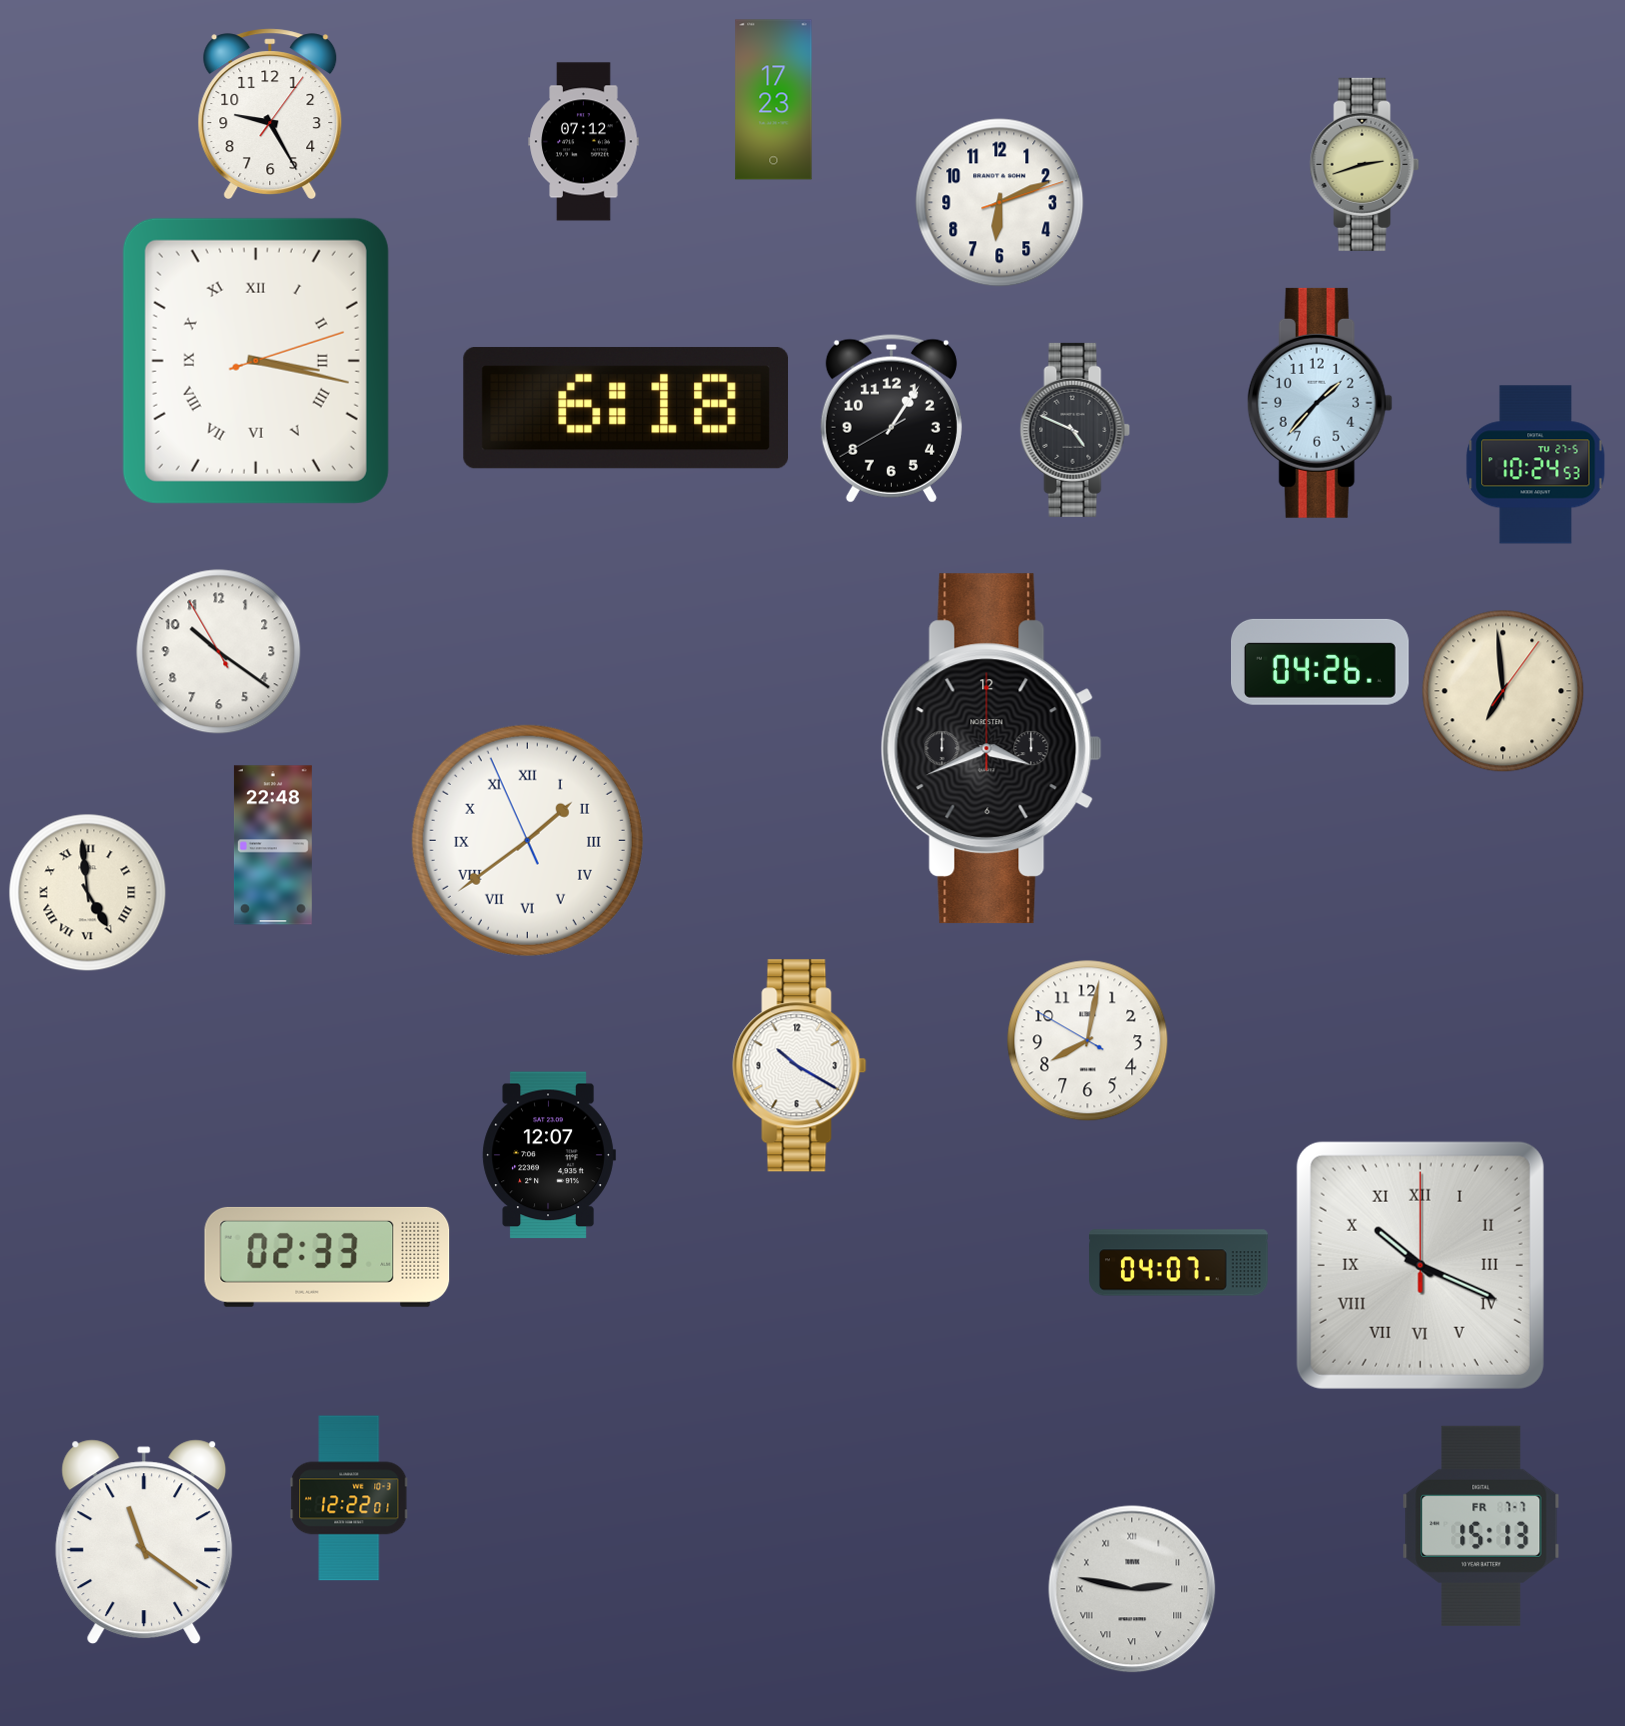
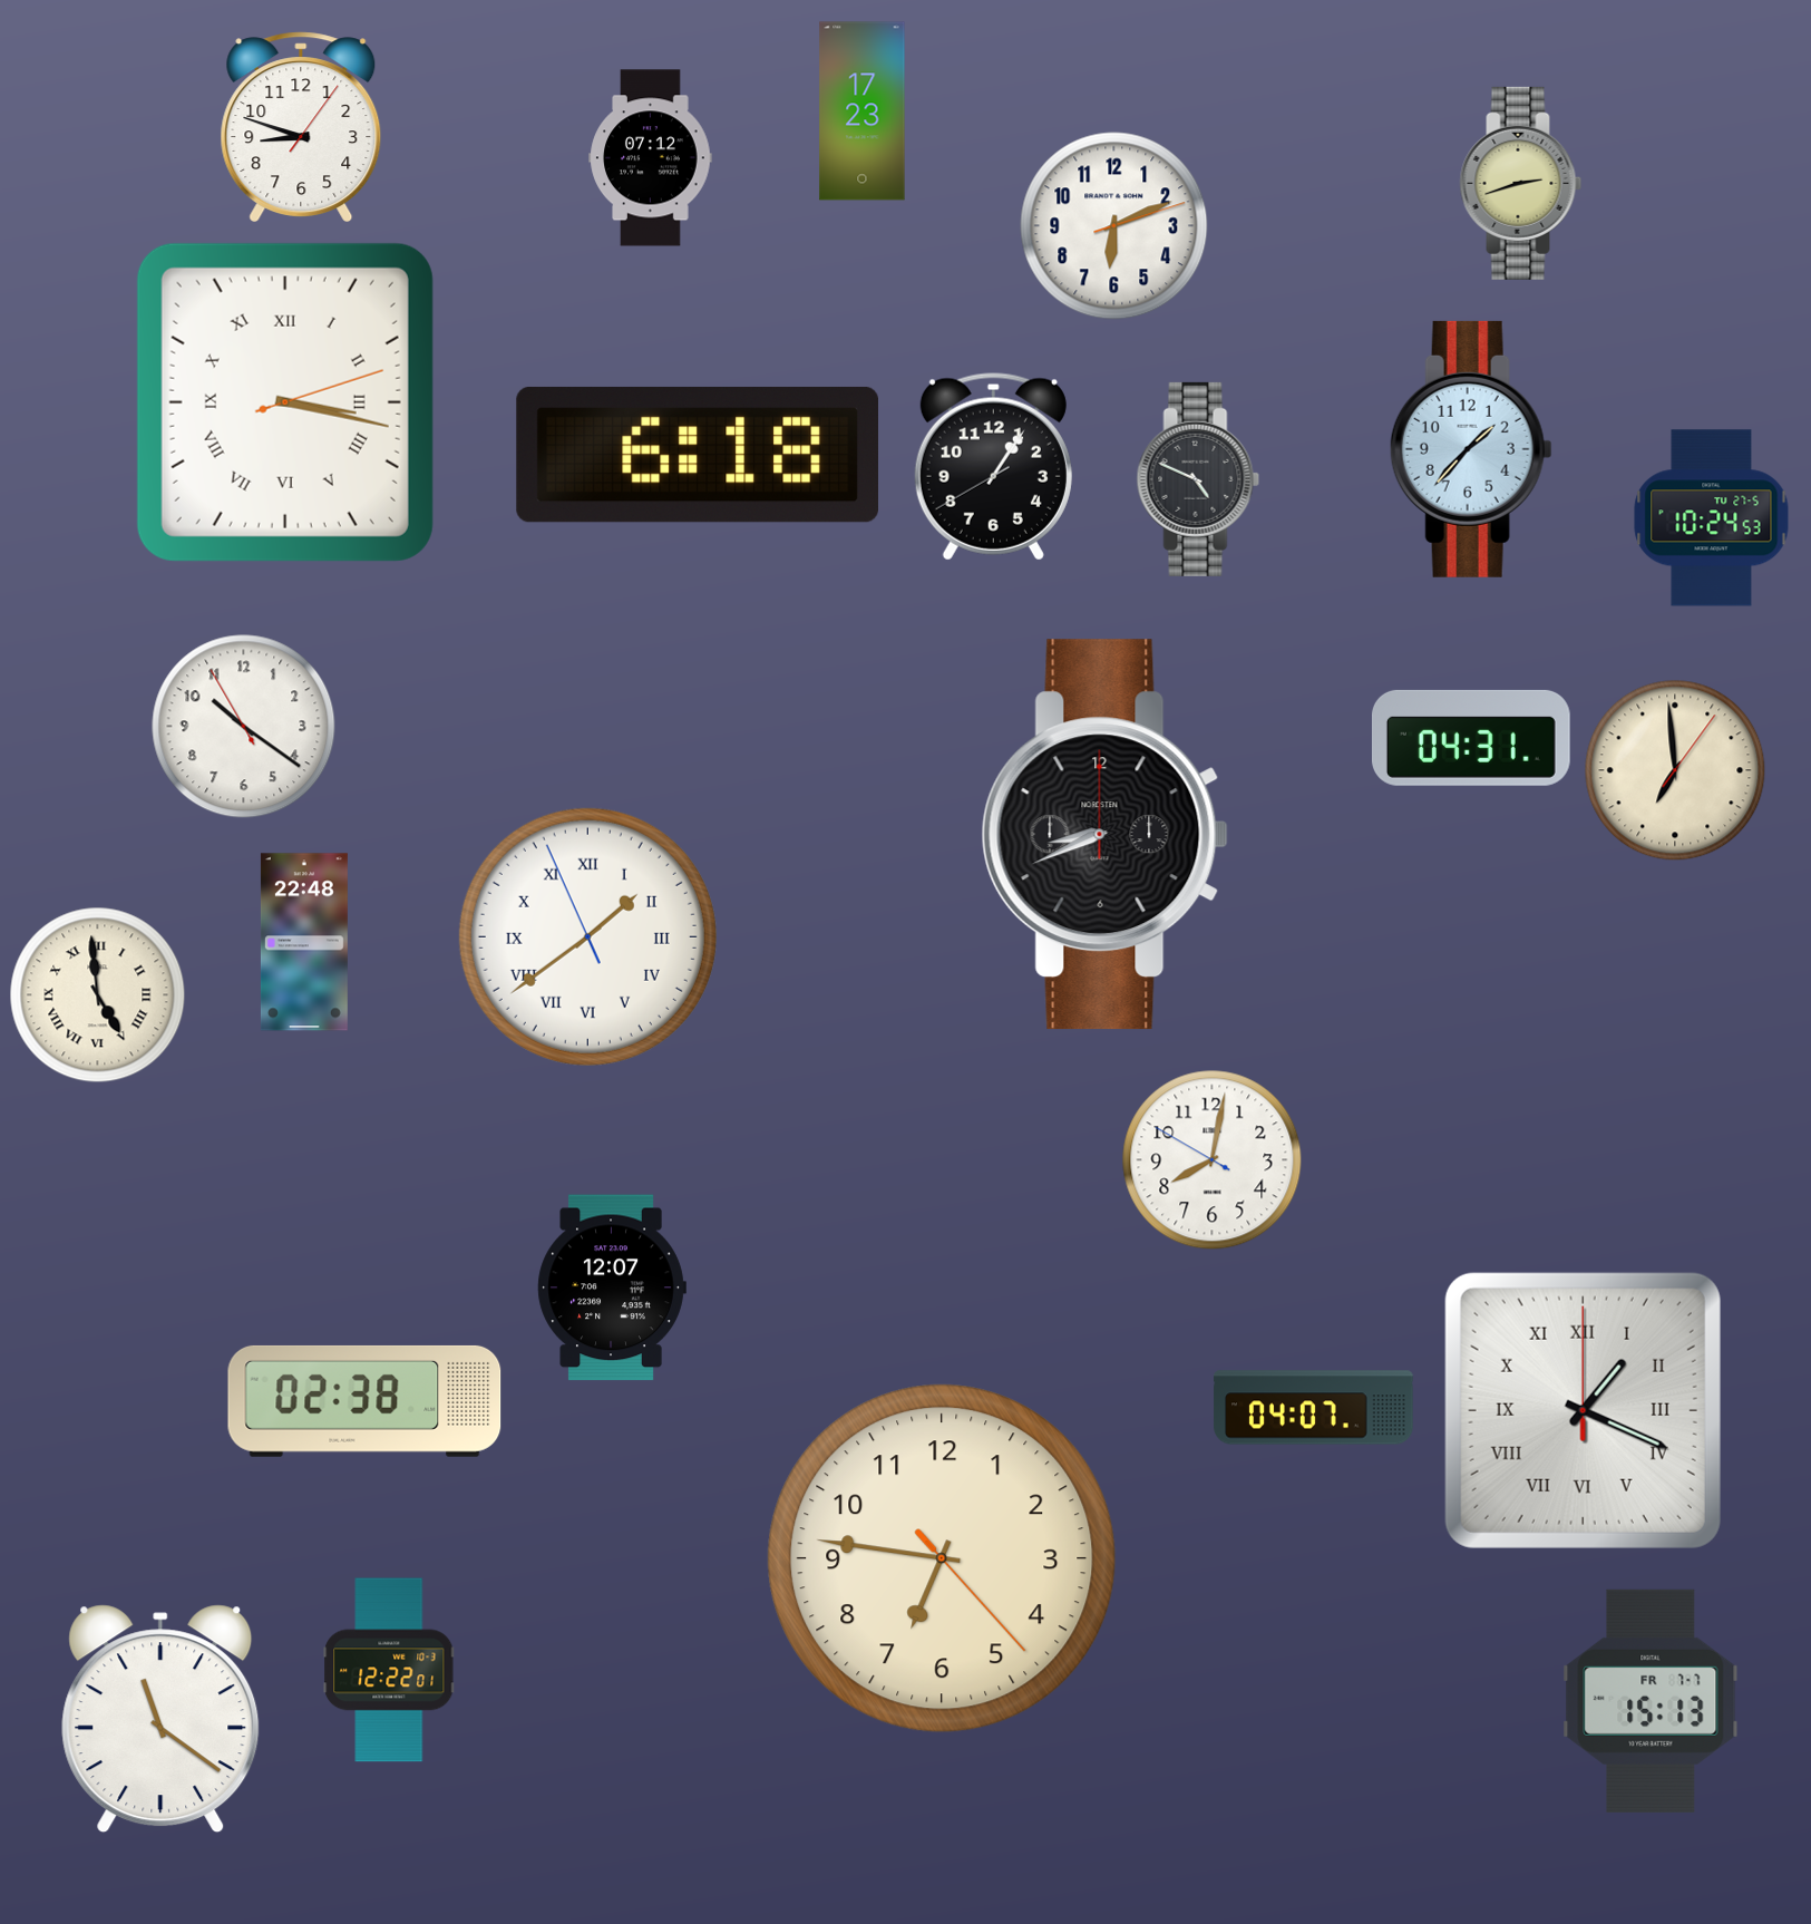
clock at (270, 113): 9:25 -> 8:48
clock at (1320, 662): 04:26 -> 04:31
clock at (991, 749): 3:41 -> 8:41
clock at (800, 1066): 10:20 -> none
clock at (327, 1257): 02:33 -> 02:38
clock at (1420, 1265): 10:19 -> 1:19
clock at (942, 1558): none -> 6:46
clock at (1132, 1589): 2:47 -> none
